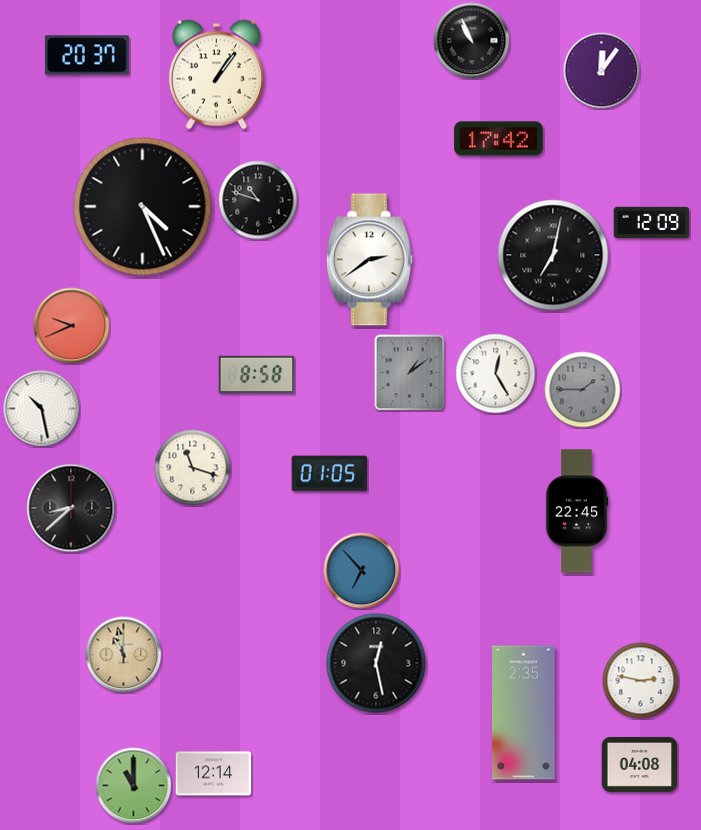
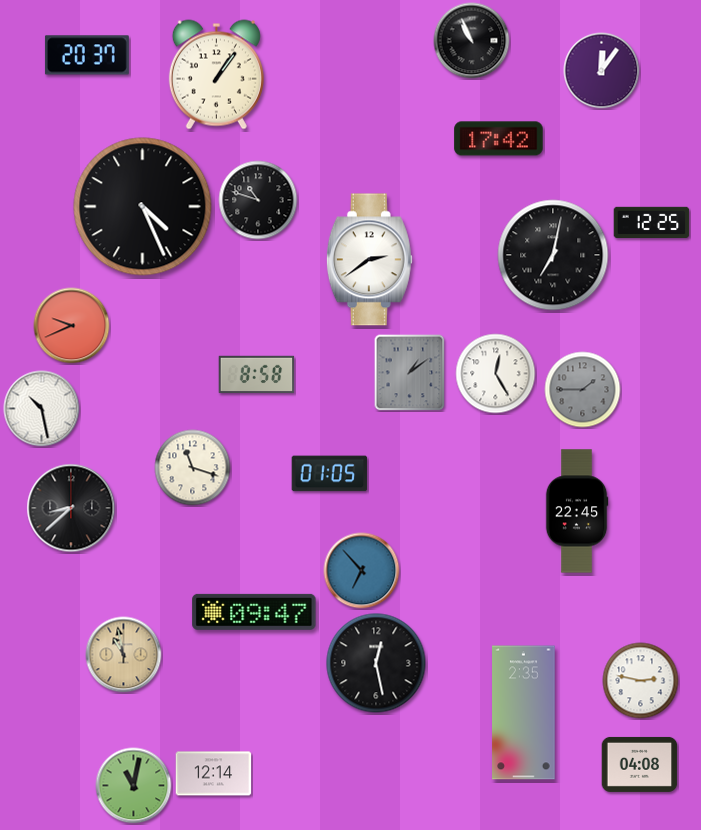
clock at (652, 223): 12:09 -> 12:25
clock at (254, 612): none -> 09:47
clock at (134, 786): 11:00 -> 11:02
